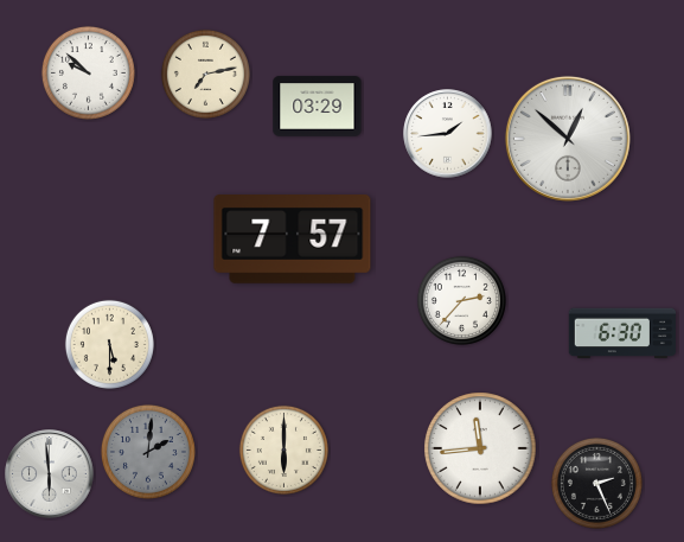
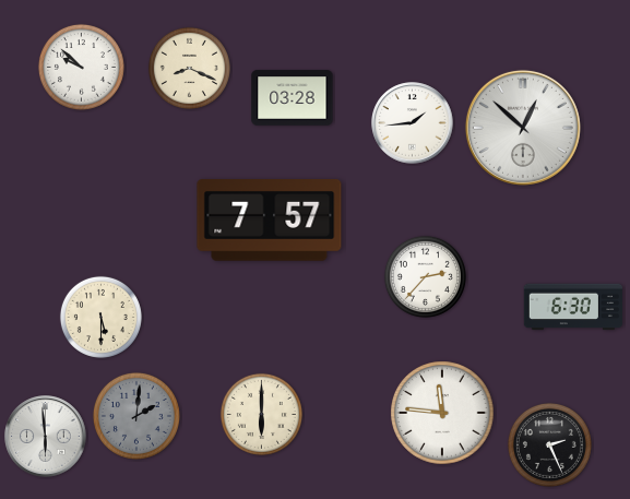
clock at (205, 74): 7:13 -> 8:19
clock at (318, 107): 03:29 -> 03:28
clock at (480, 448): 11:44 -> 11:46
